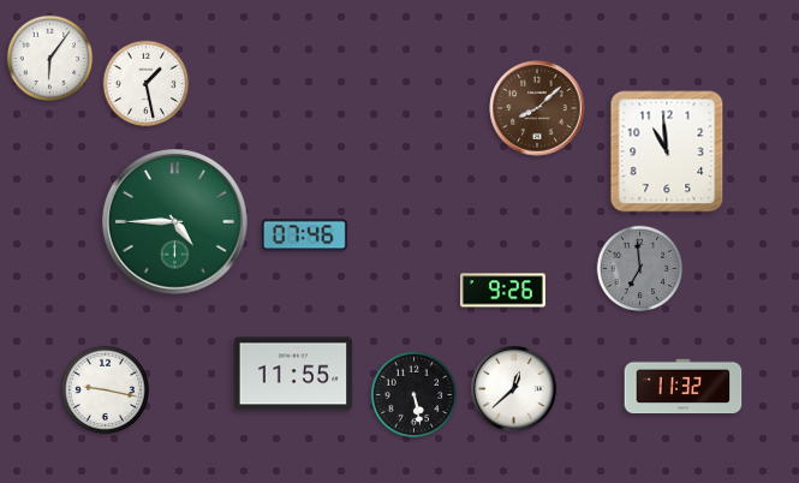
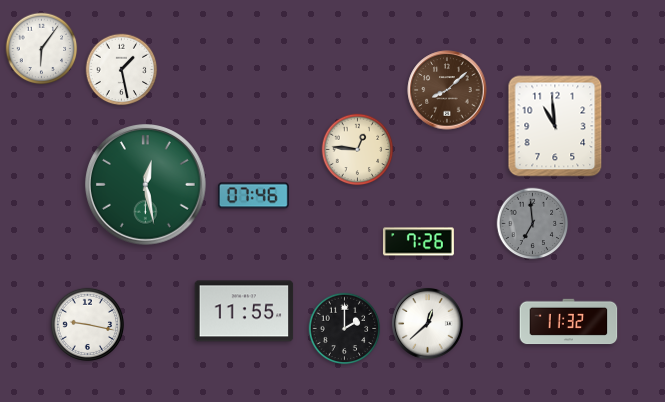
clock at (358, 150): none -> 12:46
clock at (175, 222): 4:45 -> 12:28
clock at (502, 291): 9:26 -> 7:26
clock at (415, 395): 5:28 -> 2:00
